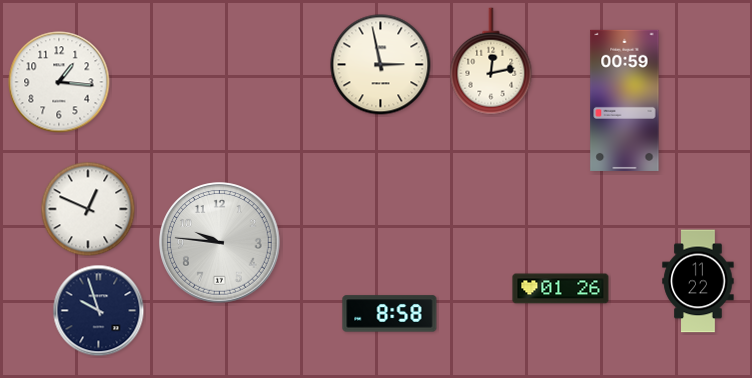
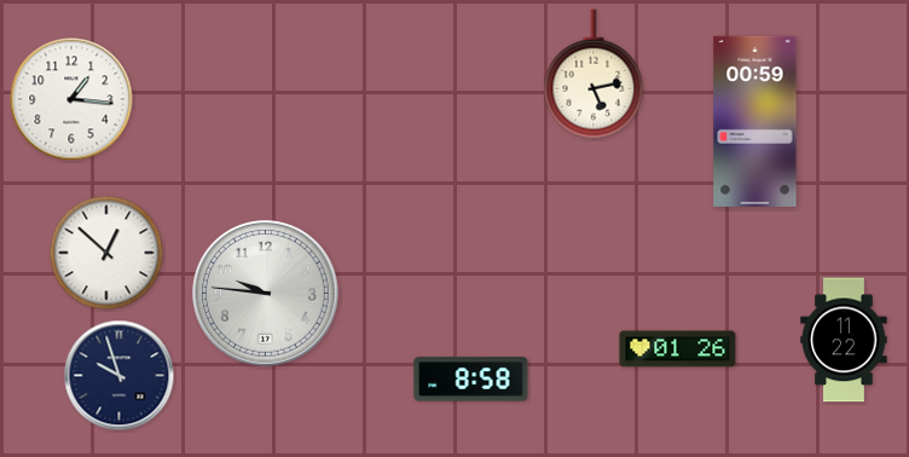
clock at (491, 61): 12:13 -> 5:13
clock at (381, 65): 2:58 -> none
clock at (88, 209): 12:49 -> 12:52
